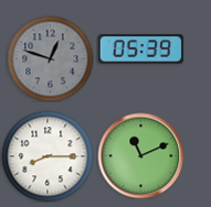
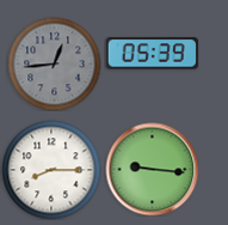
clock at (50, 58): 12:48 -> 12:44
clock at (140, 155): 11:11 -> 9:16
